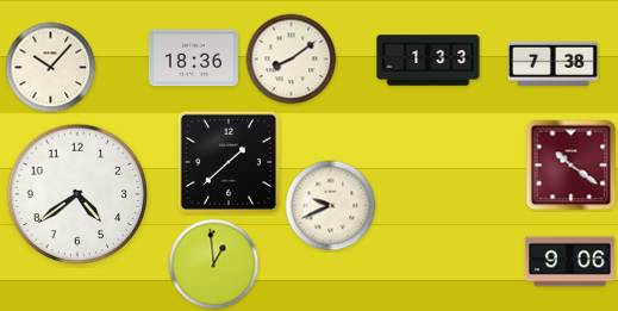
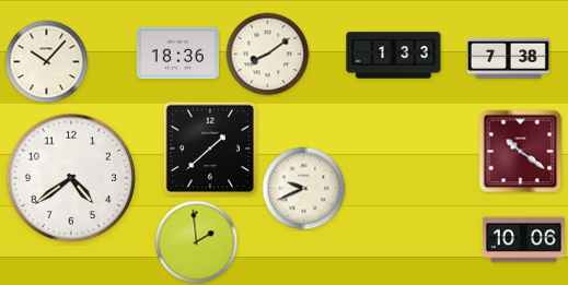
clock at (572, 166) position: (572, 166) -> (521, 152)
clock at (569, 262): 9:06 -> 10:06
clock at (214, 265): 12:59 -> 1:59
